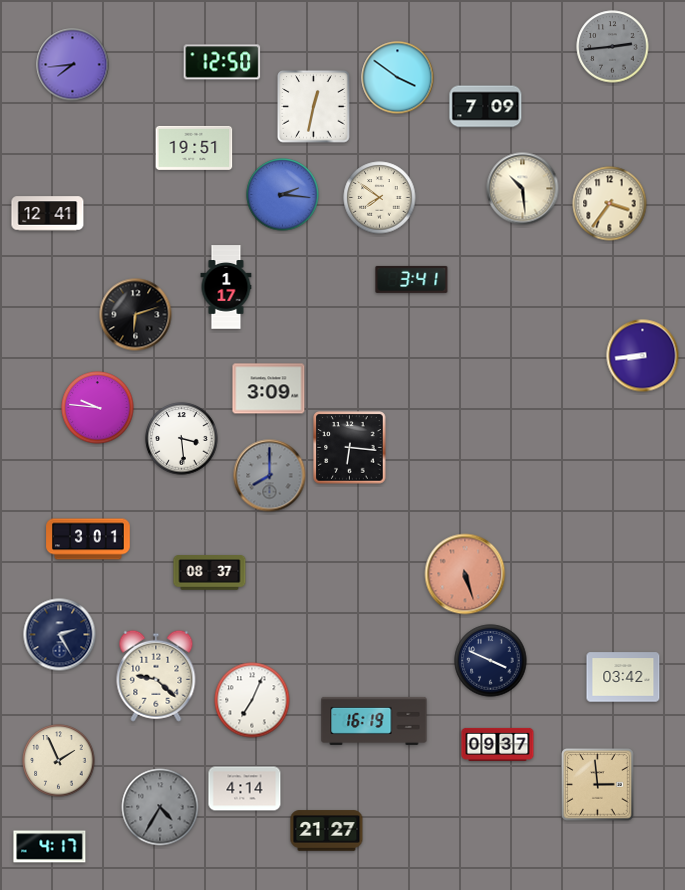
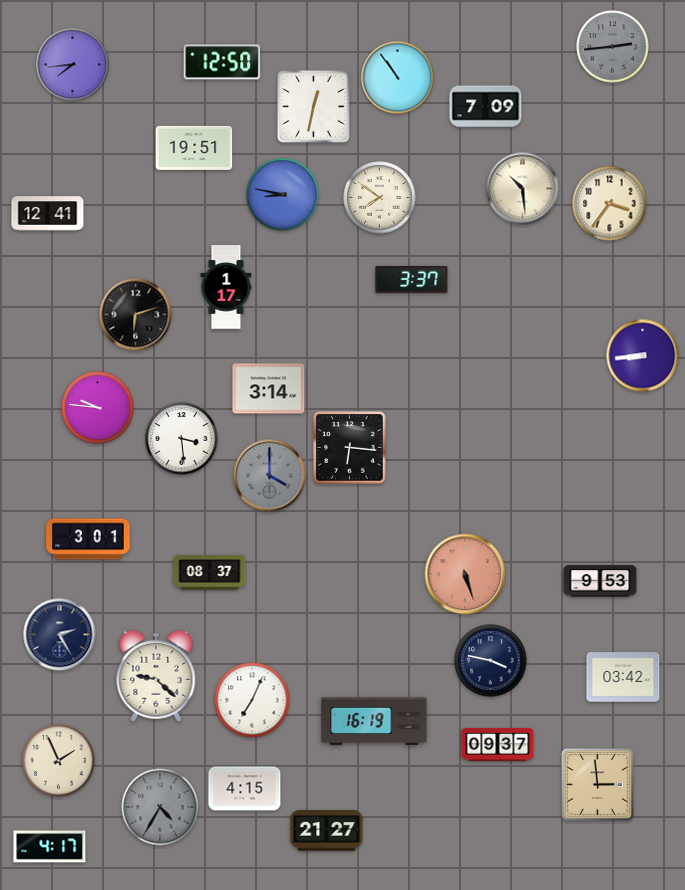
clock at (398, 78): 3:51 -> 10:54
clock at (283, 195): 2:16 -> 8:47
clock at (412, 279): 3:41 -> 3:37
clock at (269, 389): 3:09 -> 3:14
clock at (270, 476): 8:00 -> 4:00
clock at (600, 581): none -> 9:53
clock at (491, 661): 3:49 -> 3:47
clock at (245, 789): 4:14 -> 4:15
